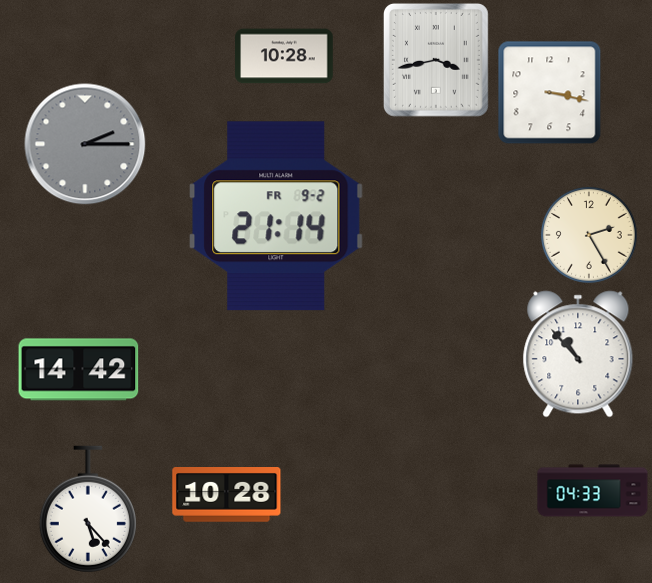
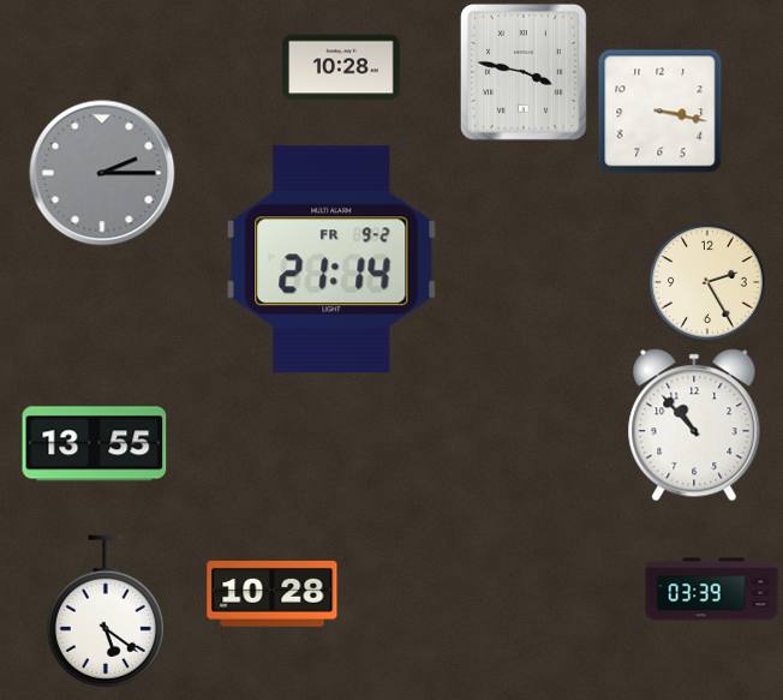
clock at (436, 60): 3:43 -> 3:47
clock at (79, 370): 14:42 -> 13:55
clock at (593, 491): 04:33 -> 03:39
clock at (88, 509): 5:23 -> 5:21
